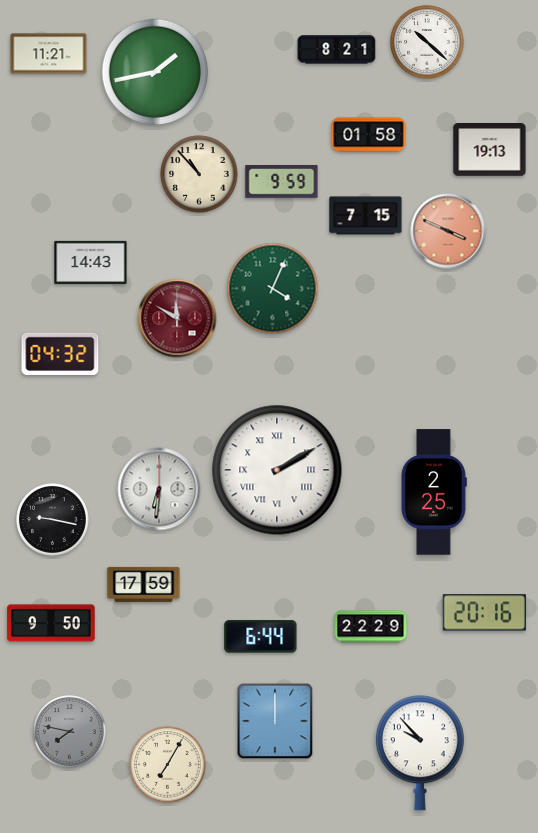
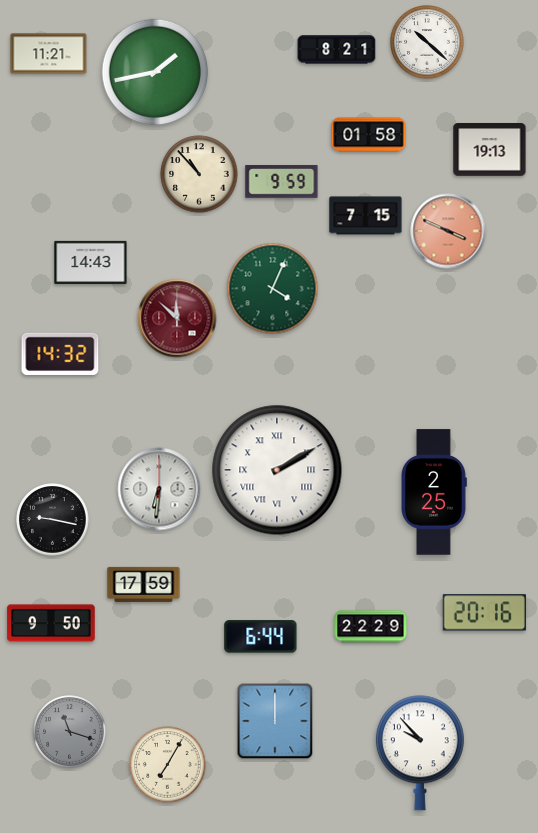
clock at (177, 318): 11:50 -> 11:52
clock at (60, 354): 04:32 -> 14:32
clock at (70, 732): 7:47 -> 11:18
